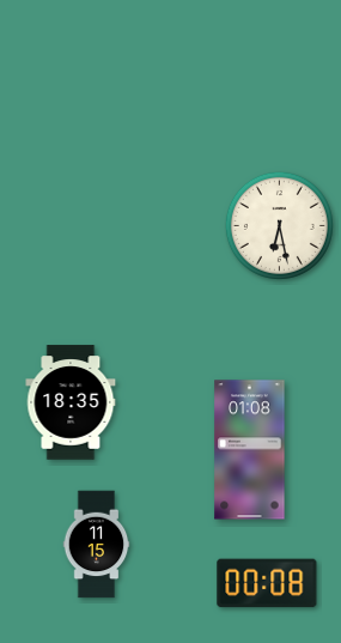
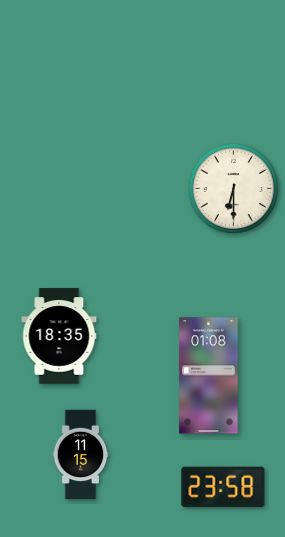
clock at (279, 225): 6:28 -> 6:30
clock at (267, 583): 00:08 -> 23:58
